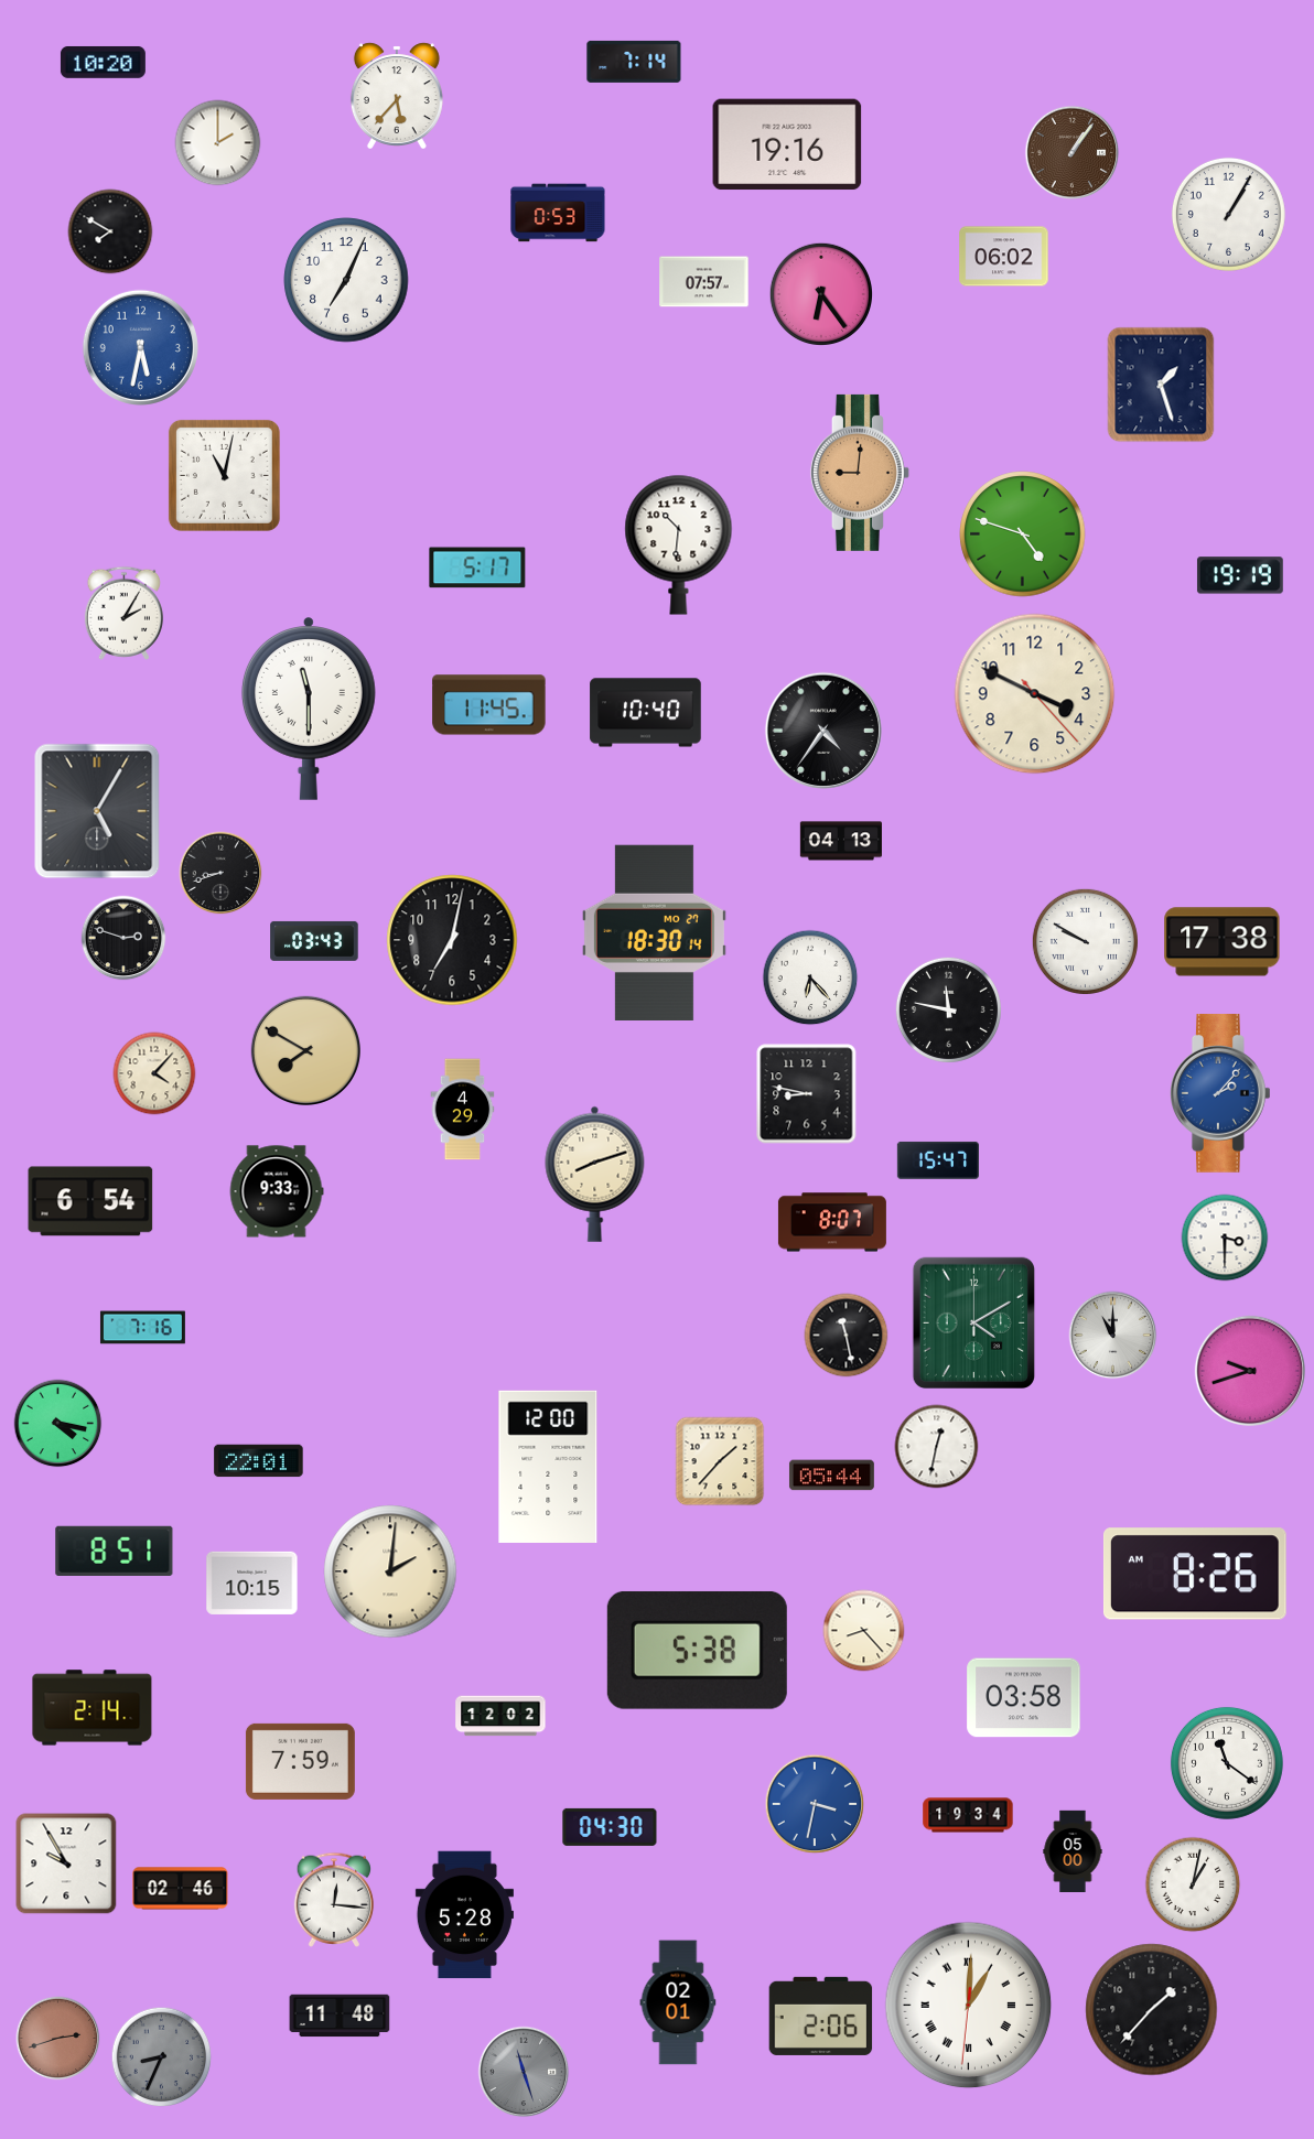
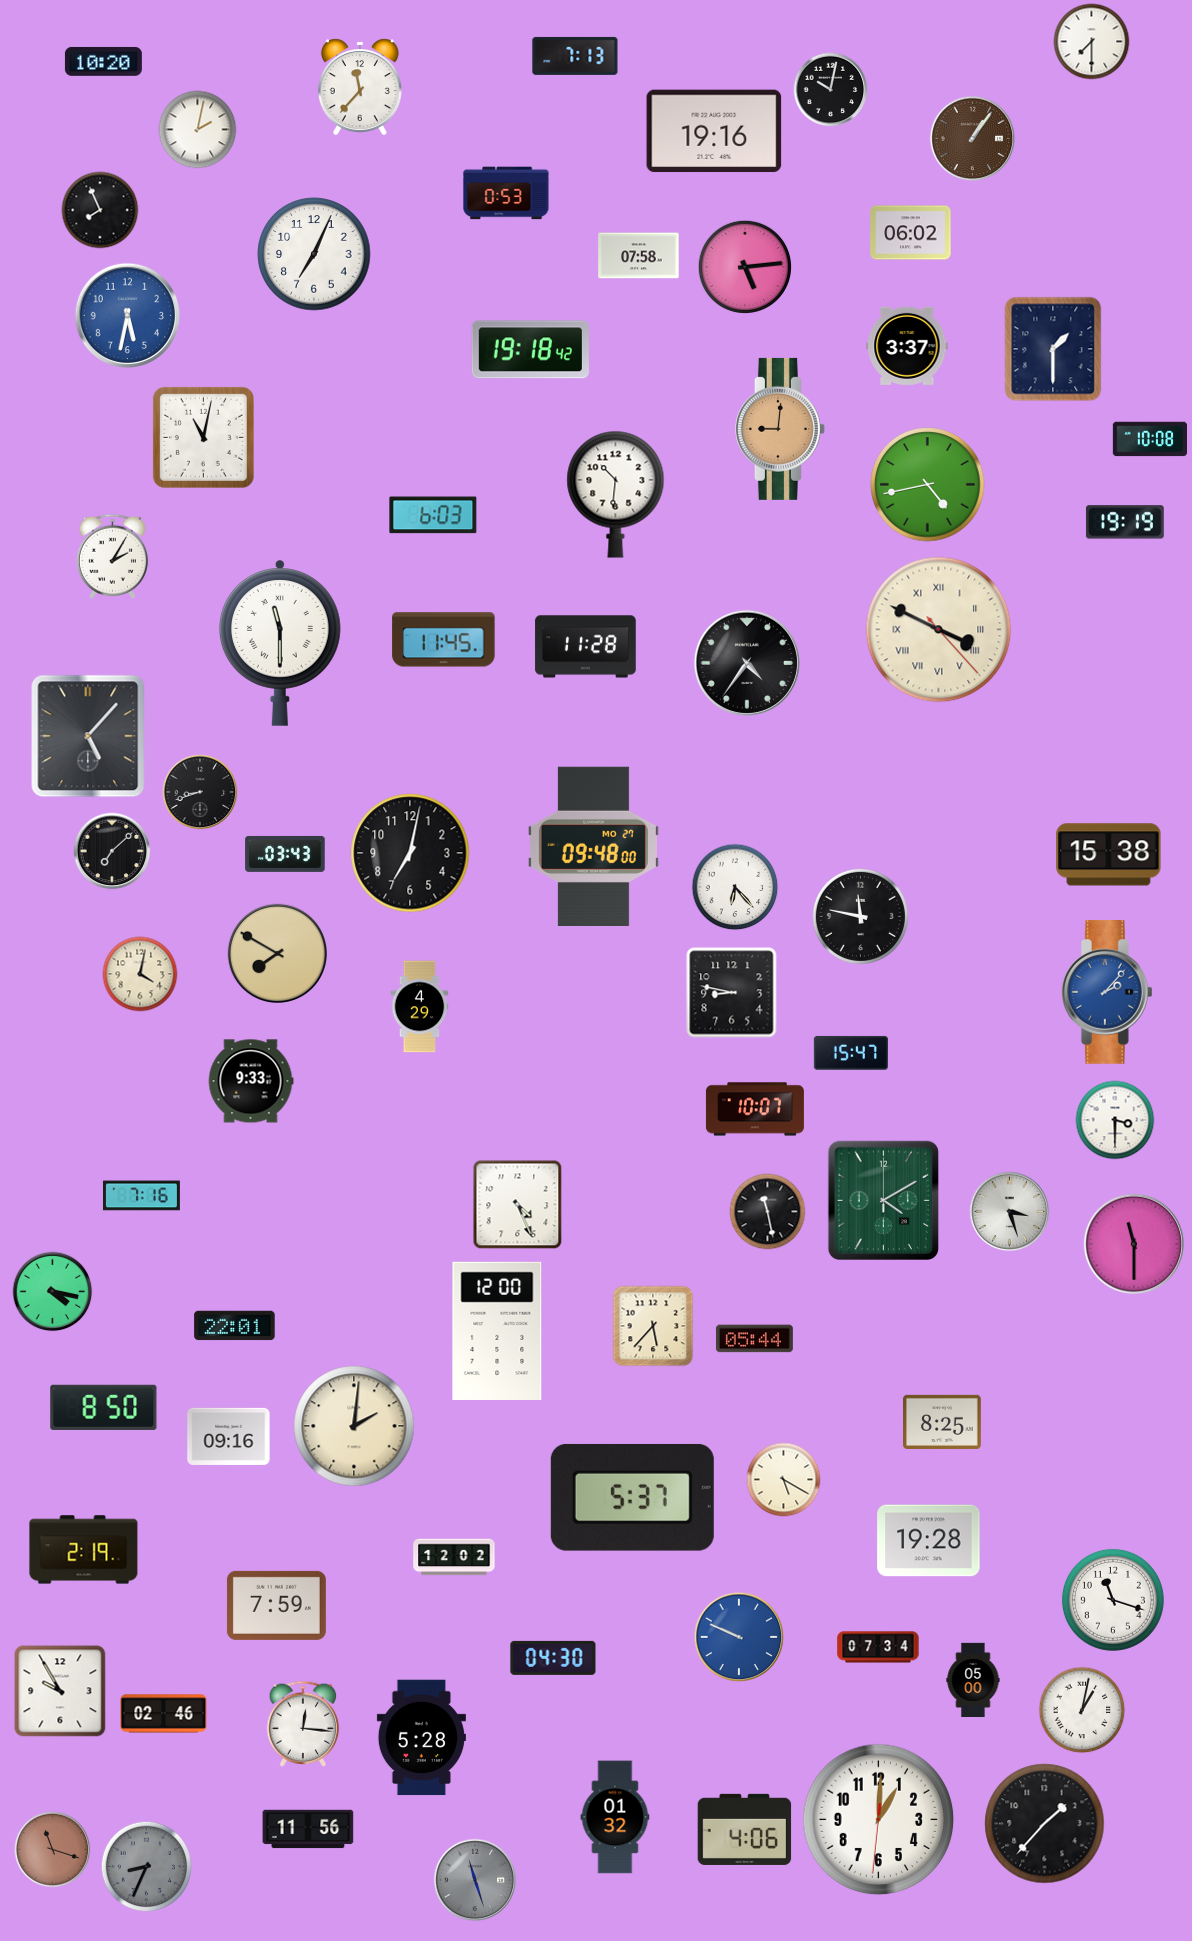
clock at (1092, 42): none -> 7:30
clock at (103, 62) position: (103, 62) -> (103, 61)
clock at (634, 62): 7:14 -> 7:13
clock at (397, 95): 5:37 -> 11:37
clock at (831, 90): none -> 10:02
clock at (218, 143): 2:00 -> 2:02
clock at (1228, 214): 1:05 -> none
clock at (110, 231): 7:50 -> 7:56
clock at (704, 282): 07:57 -> 07:58
clock at (820, 293): 6:24 -> 5:14
clock at (907, 346): none -> 3:37
clock at (1161, 385): 1:27 -> 1:30
clock at (530, 350): none -> 19:18
clock at (224, 475) position: (224, 475) -> (203, 437)
clock at (1149, 439): none -> 10:08
clock at (1023, 534): 4:48 -> 4:43
clock at (477, 568): 5:17 -> 6:03
clock at (1035, 694) numerals: Arabic -> Roman
clock at (646, 713): 10:40 -> 11:28
clock at (97, 811): 5:05 -> 5:07
clock at (840, 841): 04:13 -> none
clock at (654, 932): 18:30 -> 09:48
clock at (123, 938): 2:48 -> 7:08
clock at (1085, 941): 9:50 -> none
clock at (1223, 942): 17:38 -> 15:38
clock at (154, 1073): 4:07 -> 4:02
clock at (595, 1174): 8:12 -> none
clock at (90, 1201): 6:54 -> none
clock at (832, 1222): 8:07 -> 10:07
clock at (1225, 1238) position: (1225, 1238) -> (1115, 1120)
clock at (142, 1328) position: (142, 1328) -> (141, 1196)
clock at (518, 1205): none -> 4:26
clock at (1113, 1336): 11:00 -> 3:27
clock at (1249, 1370): 9:42 -> 11:30
clock at (937, 1447): 12:32 -> none
clock at (720, 1461): 1:37 -> 5:37
clock at (115, 1551): 8:51 -> 8:50
clock at (943, 1422): none -> 8:25
clock at (1195, 1574): 8:26 -> none
clock at (252, 1582): 10:15 -> 09:16
clock at (864, 1631): 8:23 -> 5:20
clock at (697, 1650): 5:38 -> 5:37
clock at (1024, 1698): 03:58 -> 19:28
clock at (93, 1708): 2:14 -> 2:19
clock at (300, 1761) position: (300, 1761) -> (276, 1605)
clock at (1227, 1763): 11:21 -> 11:18
clock at (815, 1804): 3:32 -> 9:49
clock at (968, 1815): 19:34 -> 07:34
clock at (678, 2002): 02:01 -> 01:32
clock at (969, 2006) numerals: Roman -> Arabic
clock at (340, 2016): 11:48 -> 11:56
clock at (821, 2016): 2:06 -> 4:06
clock at (58, 2039): 2:42 -> 11:18
